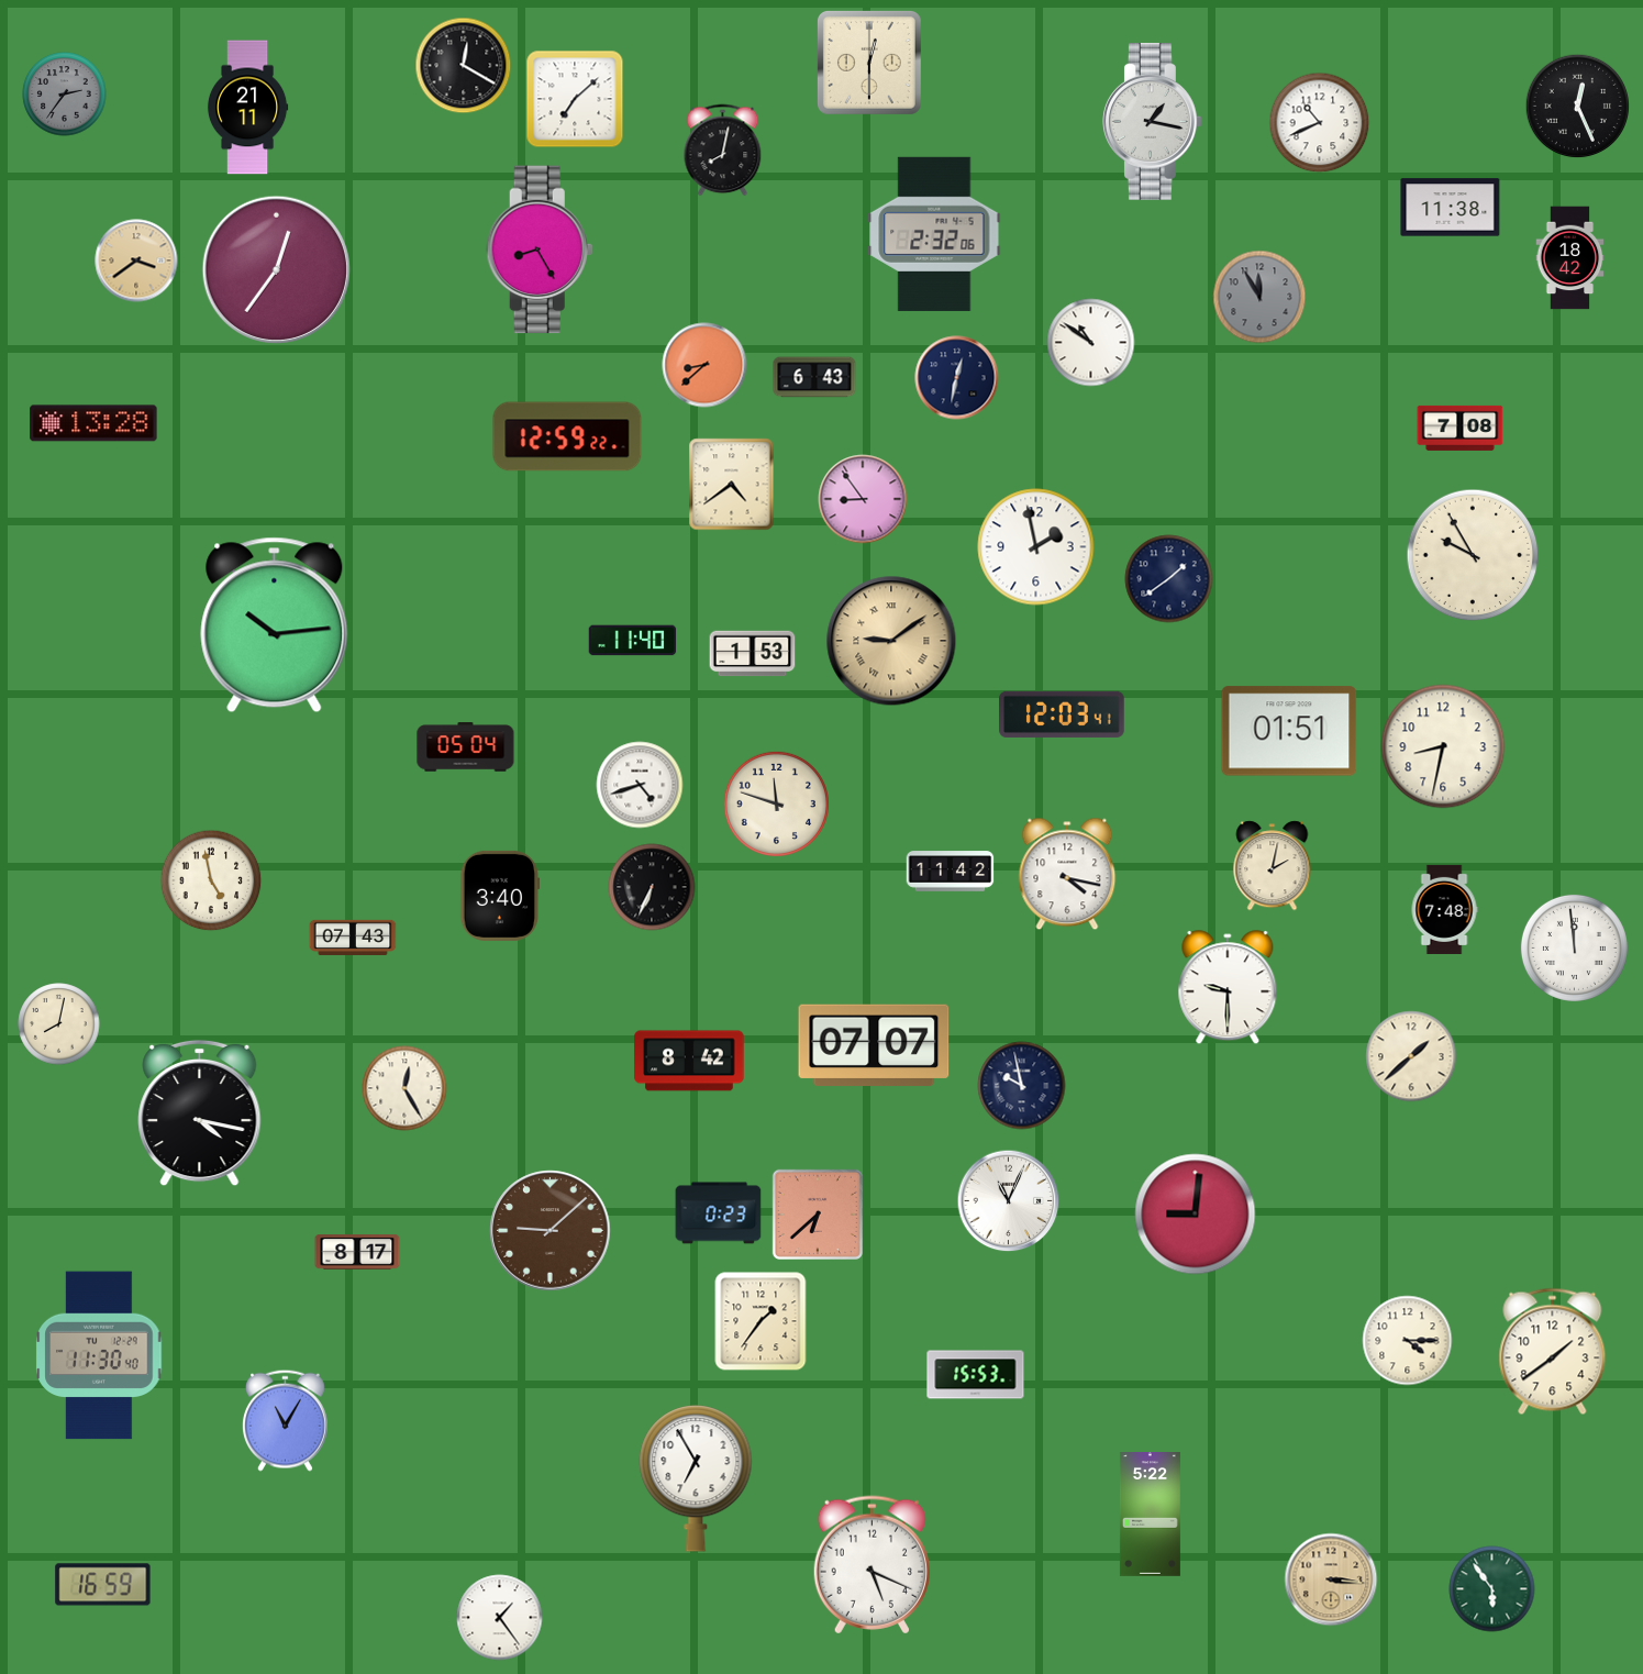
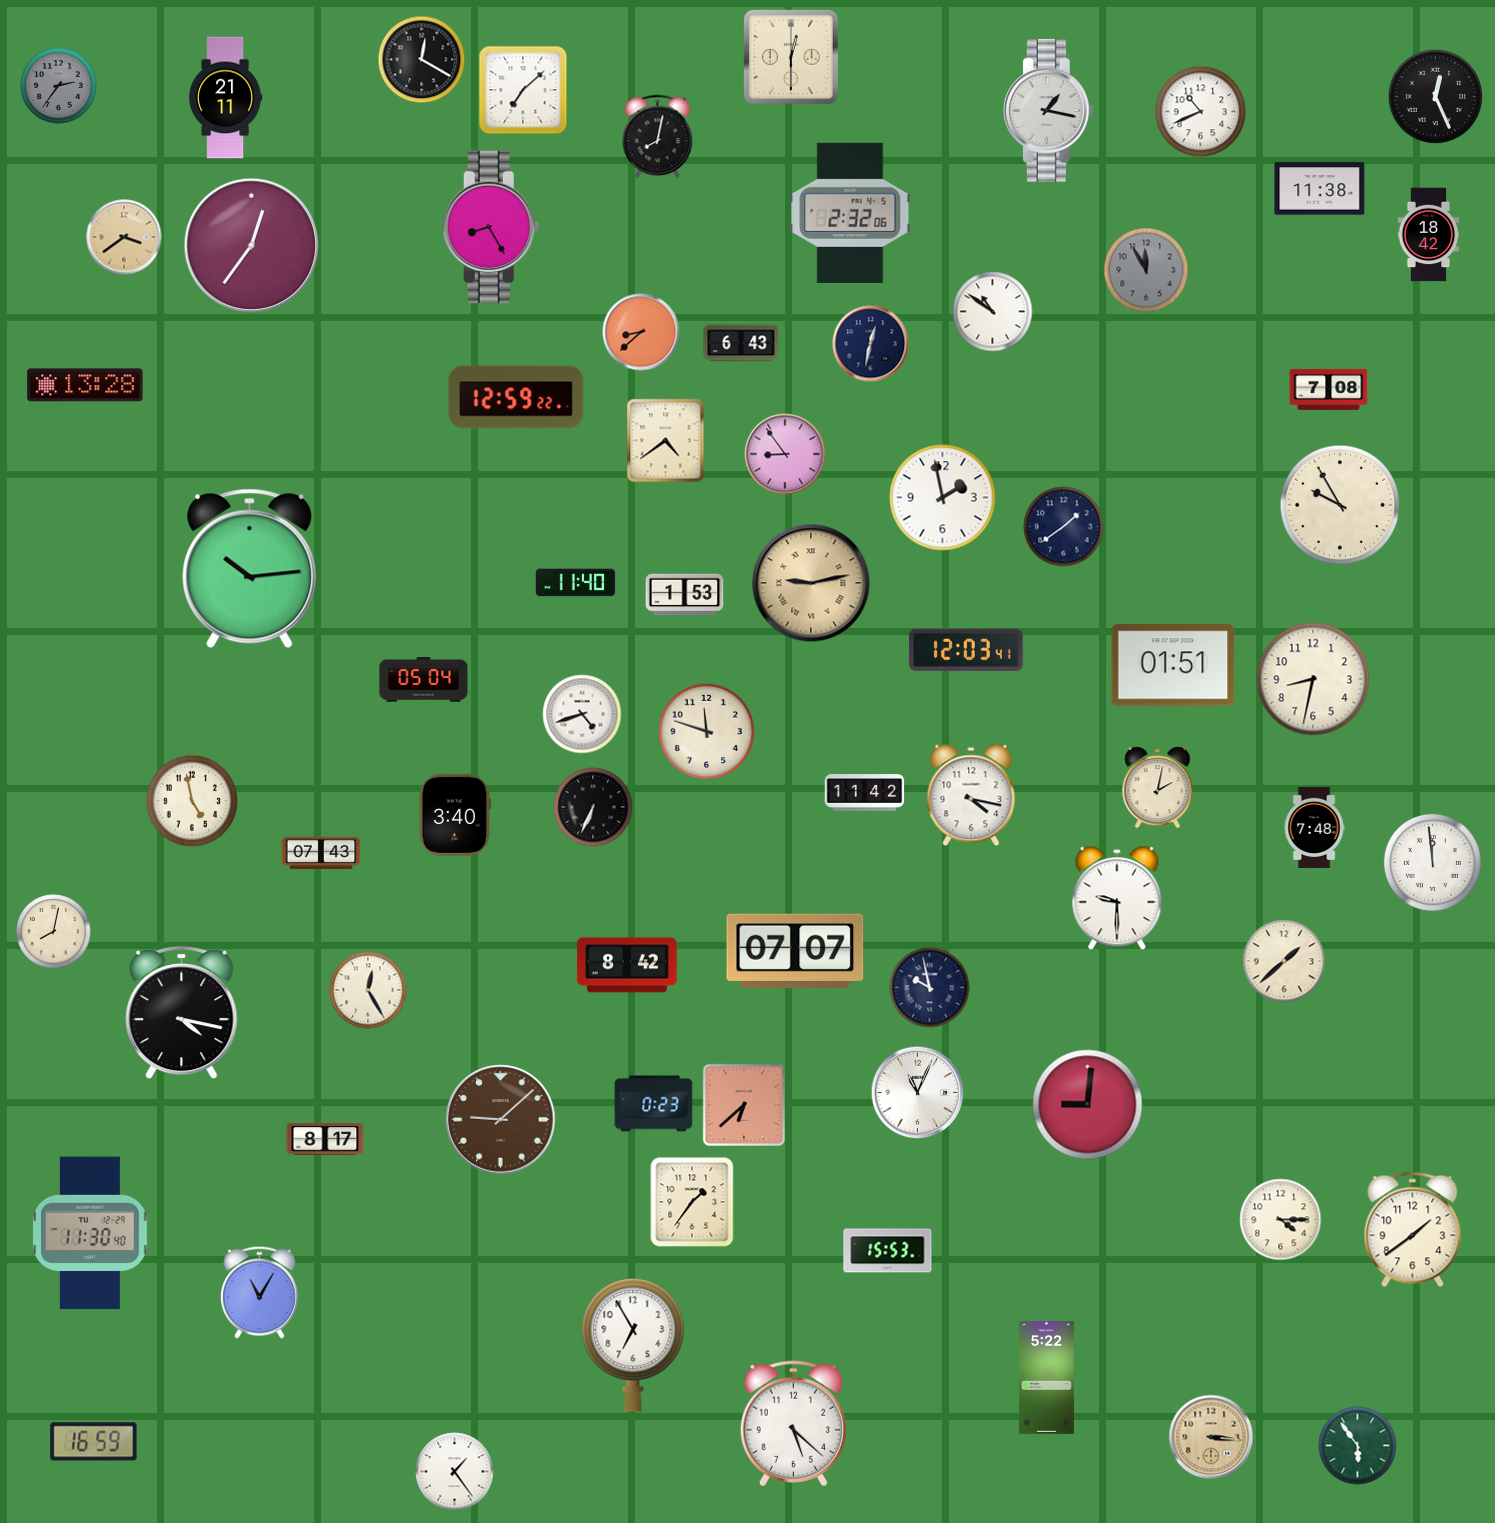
clock at (891, 641): 9:09 -> 9:13
clock at (872, 1565): 5:19 -> 5:22
